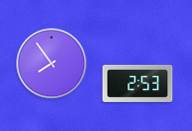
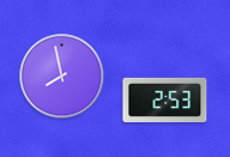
clock at (52, 64): 7:54 -> 7:58
